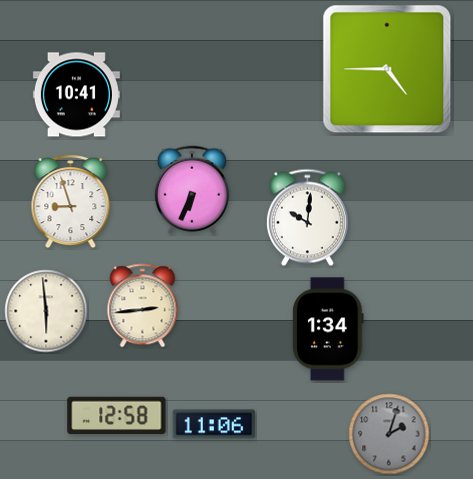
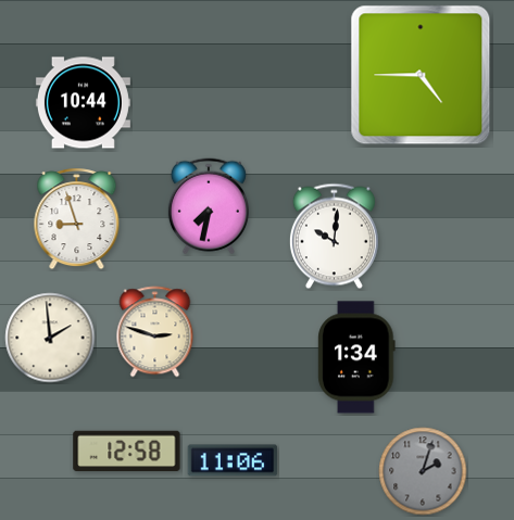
clock at (76, 95): 10:41 -> 10:44
clock at (192, 190): 6:34 -> 7:32
clock at (143, 306): 2:44 -> 2:48
clock at (46, 311): 5:59 -> 1:59
